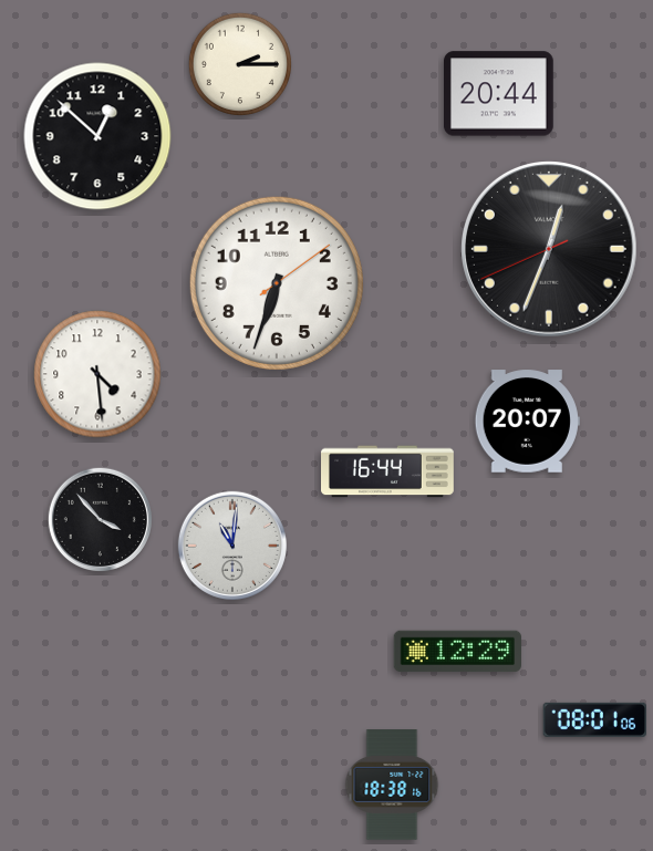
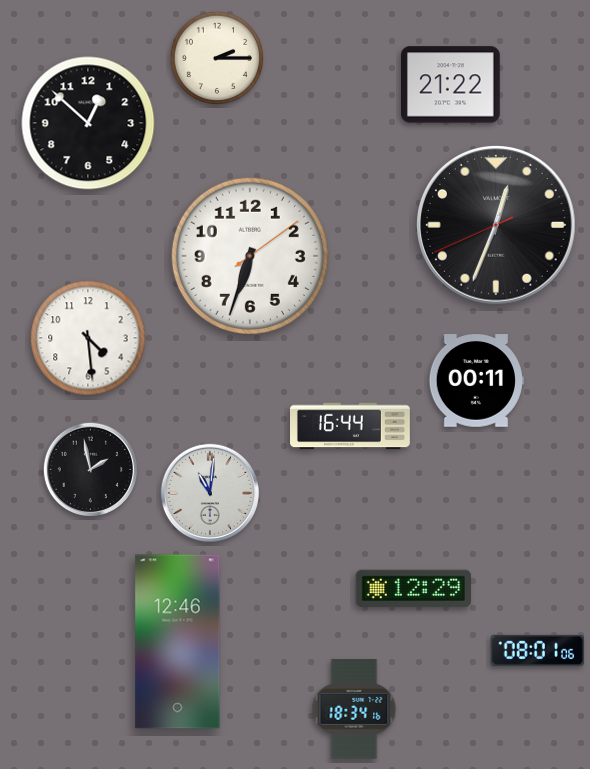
clock at (499, 94): 20:44 -> 21:22
clock at (527, 422): 20:07 -> 00:11
clock at (100, 519): 3:53 -> 1:58
clock at (178, 642): none -> 12:46
clock at (392, 785): 18:38 -> 18:34
